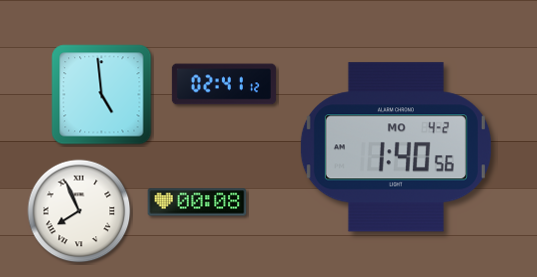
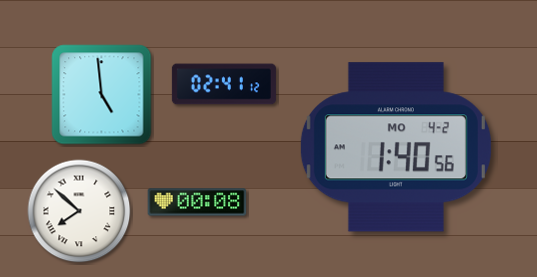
clock at (79, 211): 7:56 -> 7:52
